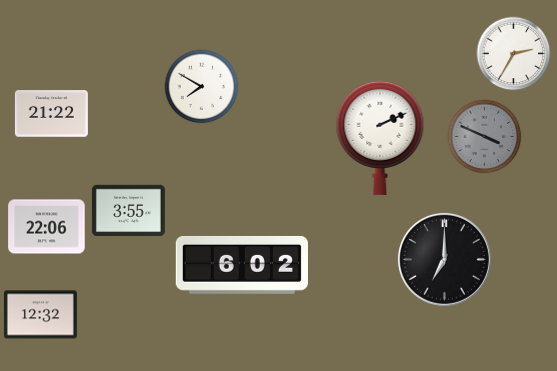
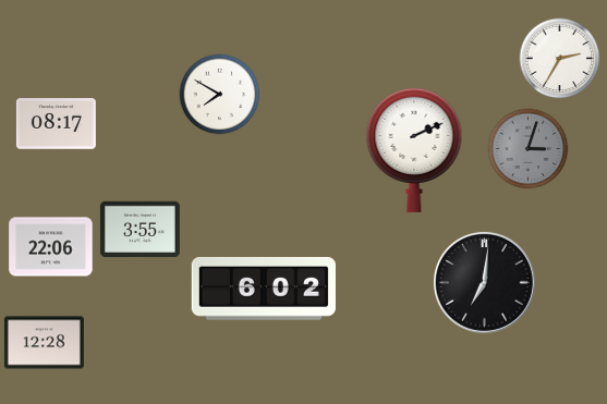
clock at (51, 114): 21:22 -> 08:17
clock at (485, 137): 3:49 -> 3:03
clock at (444, 259): 7:00 -> 7:01
clock at (40, 315): 12:32 -> 12:28
